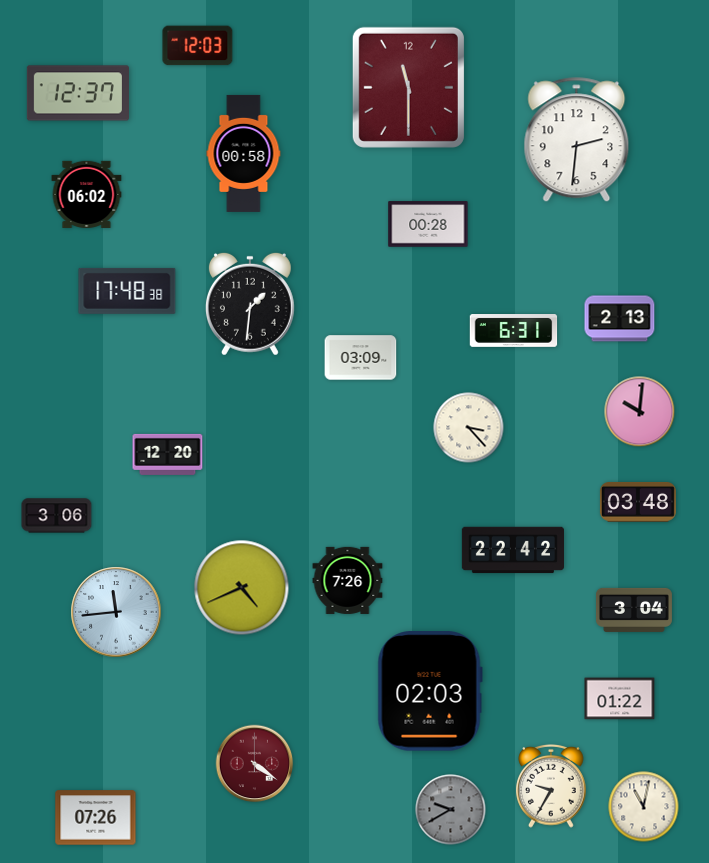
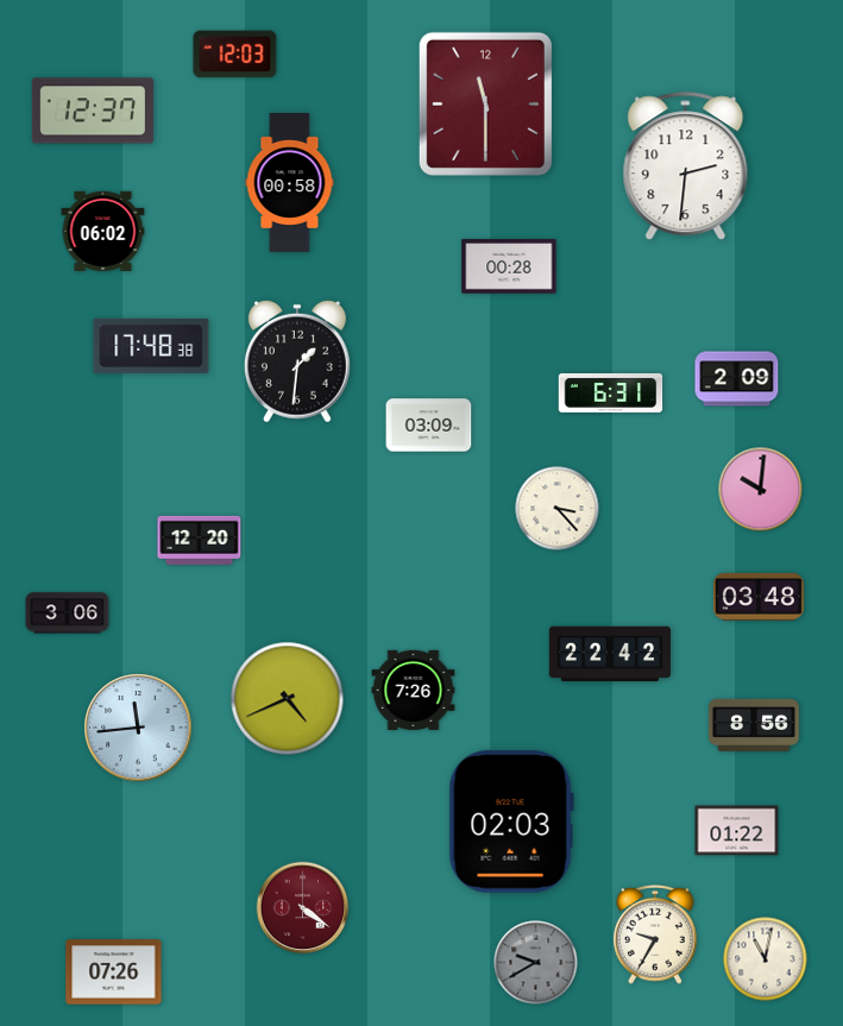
clock at (620, 319): 2:13 -> 2:09
clock at (634, 610): 3:04 -> 8:56
